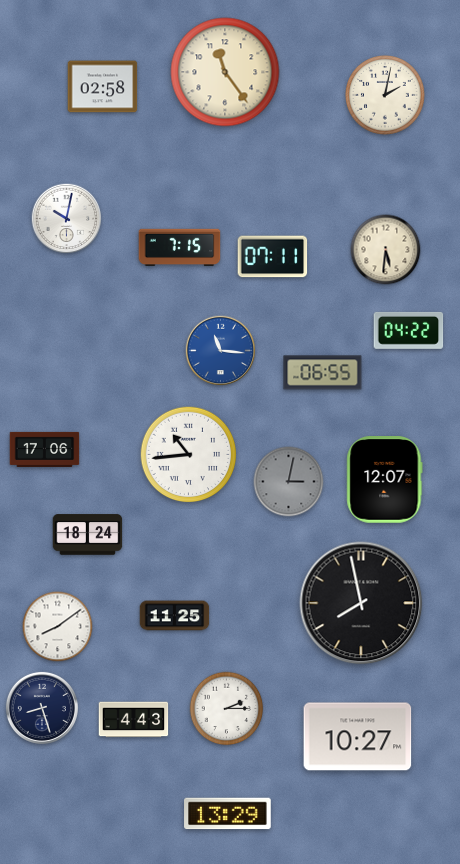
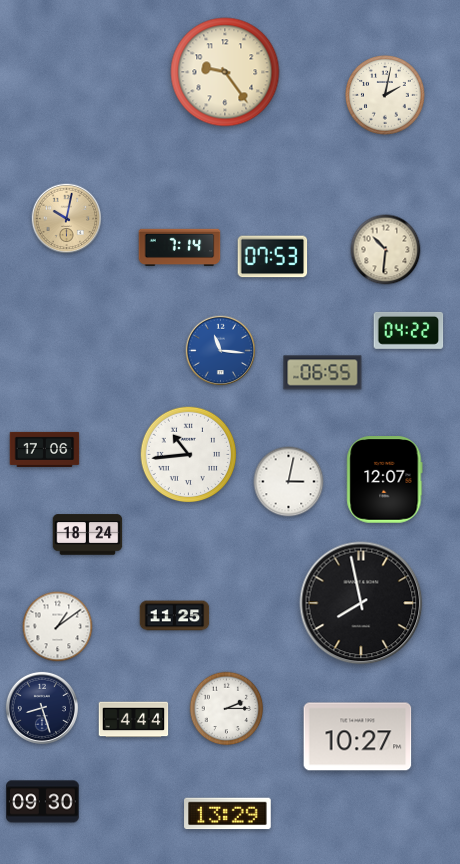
clock at (225, 72): 11:24 -> 9:24
clock at (103, 87): 02:58 -> none
clock at (67, 219) dial: white -> champagne
clock at (180, 248): 7:15 -> 7:14
clock at (386, 250): 5:31 -> 10:31
clock at (273, 257): 07:11 -> 07:53
clock at (289, 482) dial: grey -> white
clock at (58, 627): 8:09 -> 1:09
clock at (134, 720): 4:43 -> 4:44
clock at (43, 802): none -> 09:30
